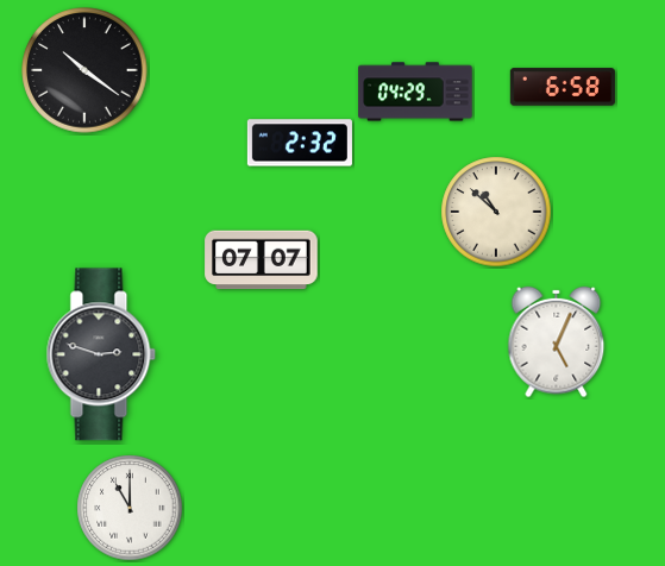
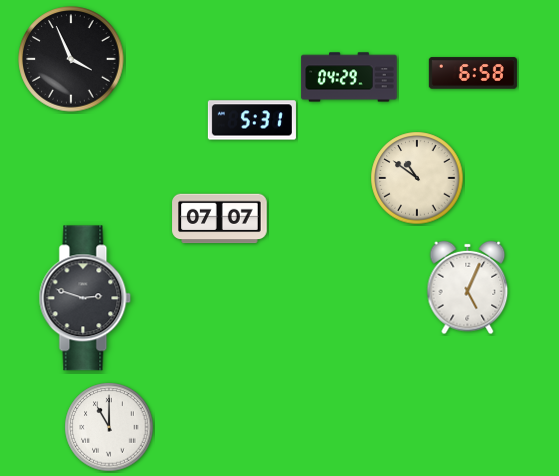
clock at (84, 70): 10:21 -> 3:56
clock at (300, 143): 2:32 -> 5:31
clock at (496, 212): 10:52 -> 10:51
